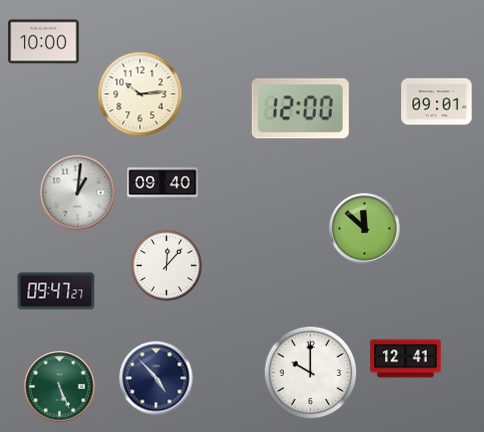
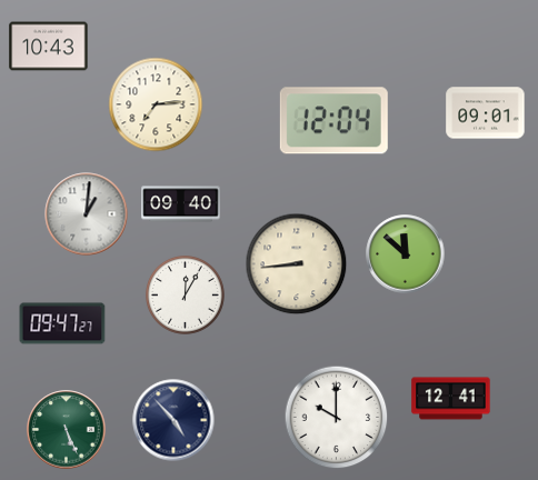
clock at (44, 42): 10:00 -> 10:43
clock at (140, 94): 10:14 -> 7:14
clock at (300, 109): 12:00 -> 12:04
clock at (297, 264): none -> 8:44
clock at (166, 265): 12:07 -> 12:05
clock at (311, 373) position: (311, 373) -> (337, 418)
